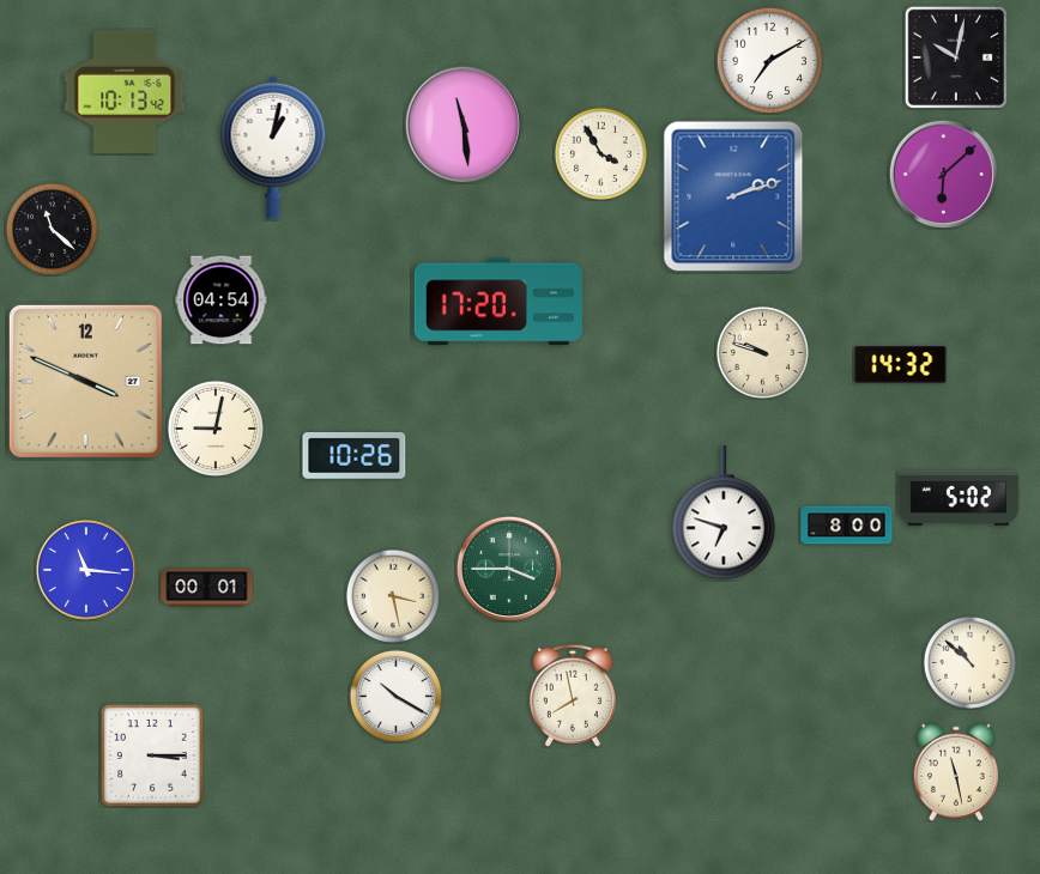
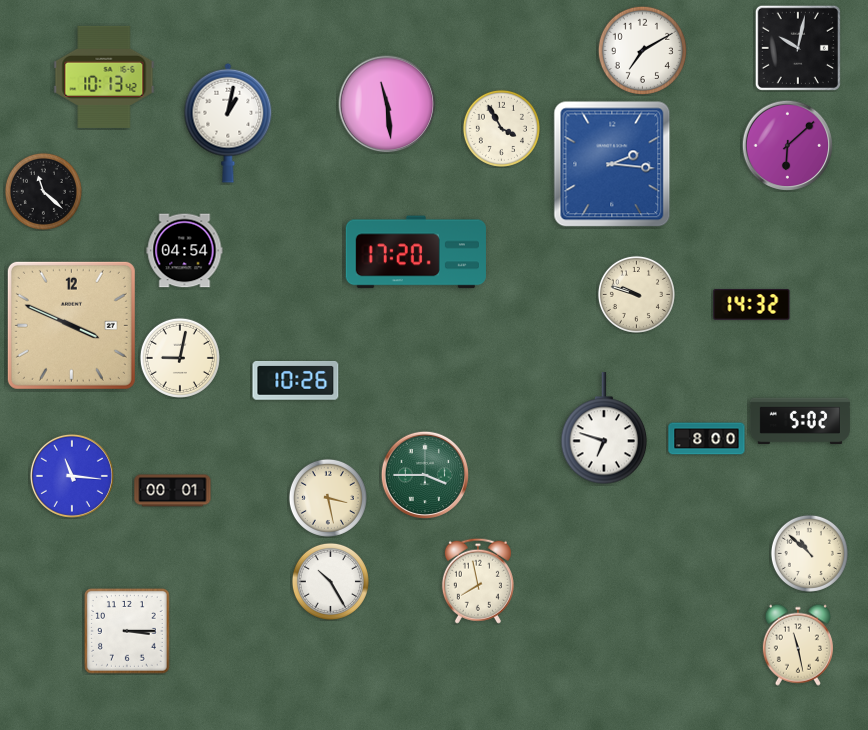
clock at (733, 196): 2:12 -> 2:16
clock at (85, 381) position: (85, 381) -> (71, 325)
clock at (959, 497) position: (959, 497) -> (800, 420)
clock at (395, 696): 10:20 -> 10:25
